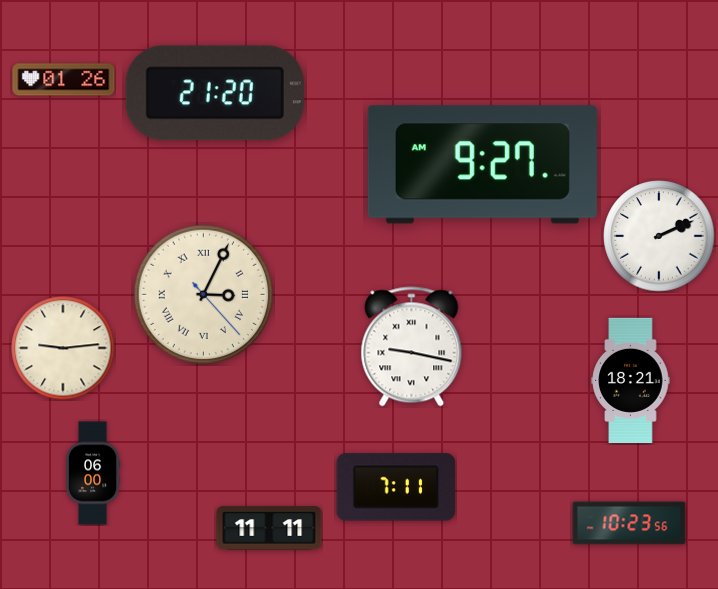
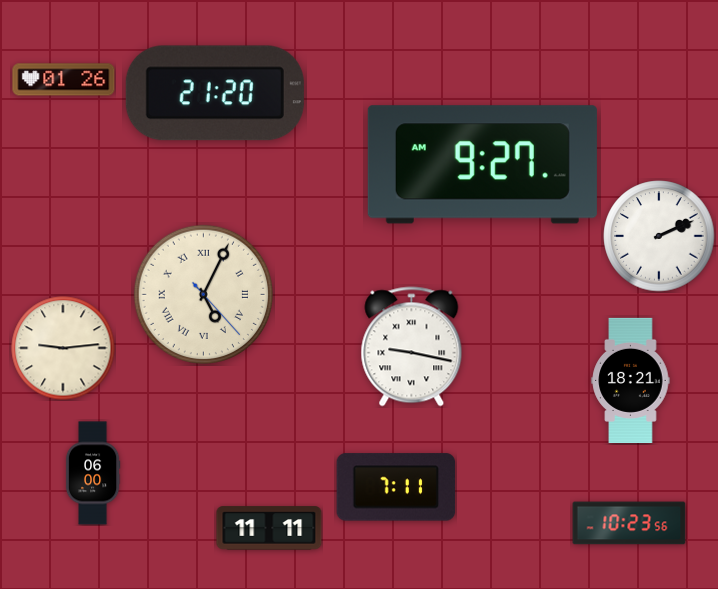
clock at (203, 294): 3:04 -> 5:04
